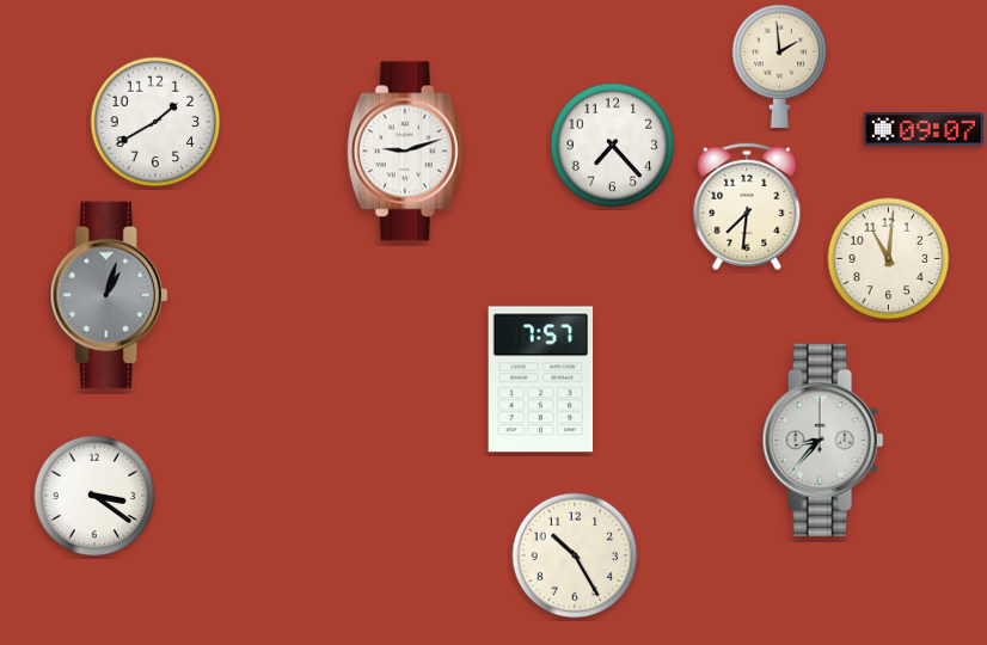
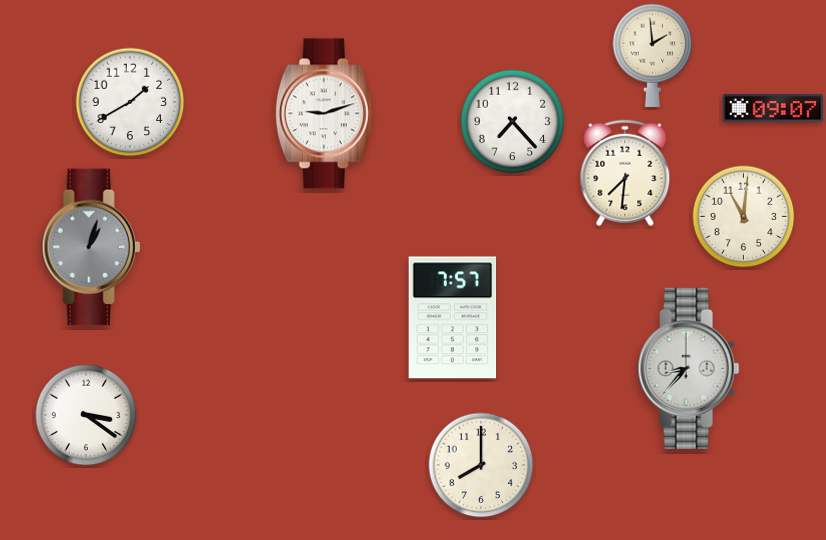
clock at (405, 152) position: (405, 152) -> (324, 114)
clock at (94, 496) position: (94, 496) -> (86, 415)
clock at (575, 555): 10:25 -> 8:00
